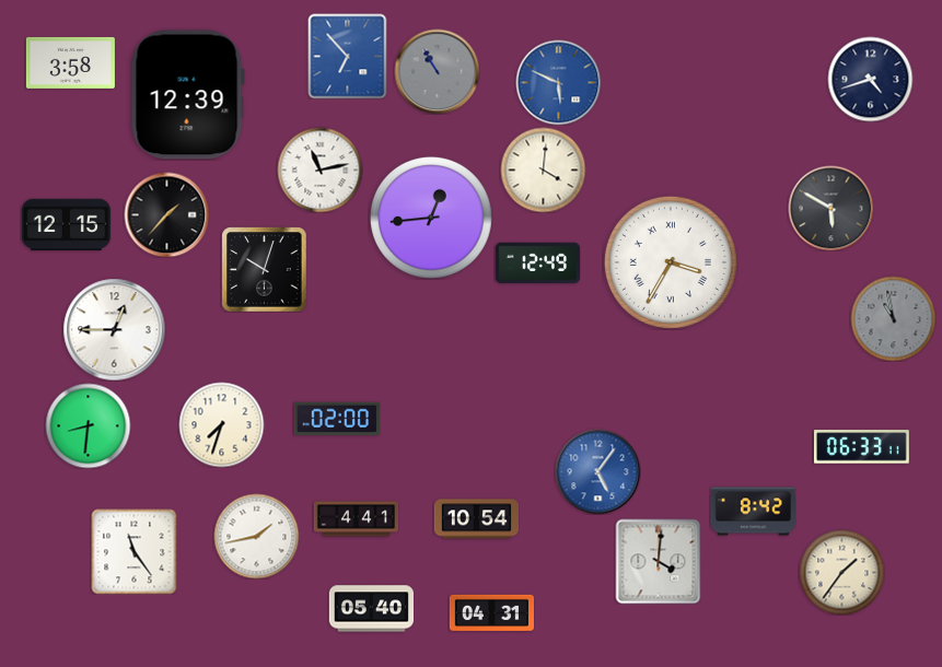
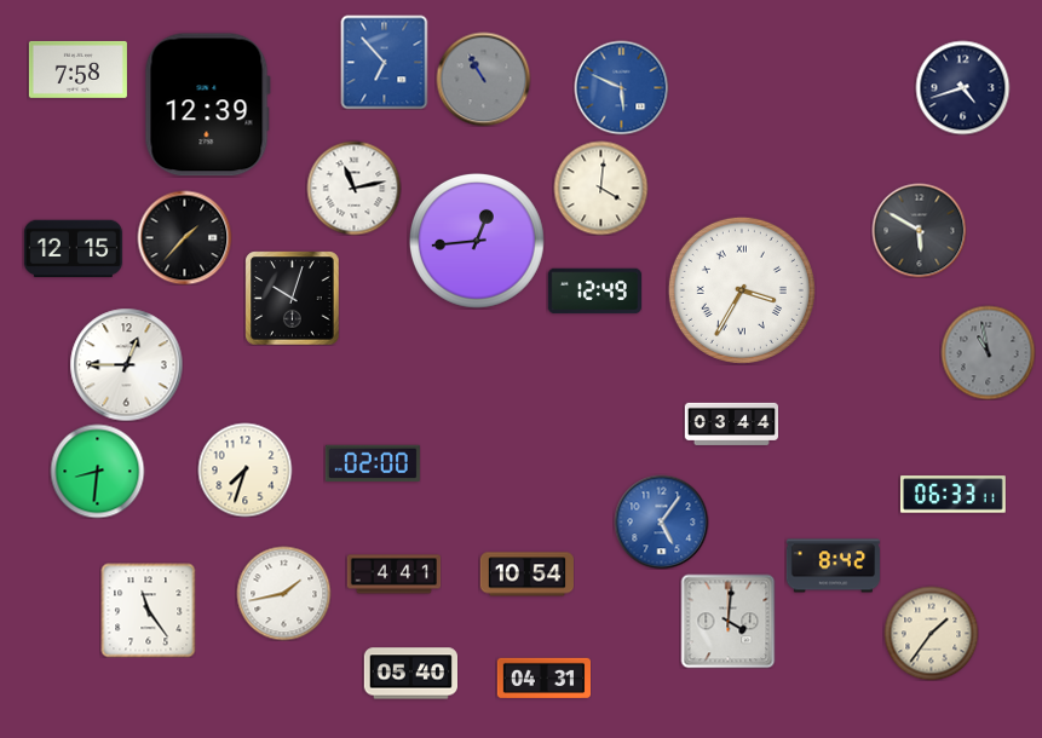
clock at (70, 62): 3:58 -> 7:58
clock at (558, 82) position: (558, 82) -> (621, 87)
clock at (731, 423): none -> 03:44
